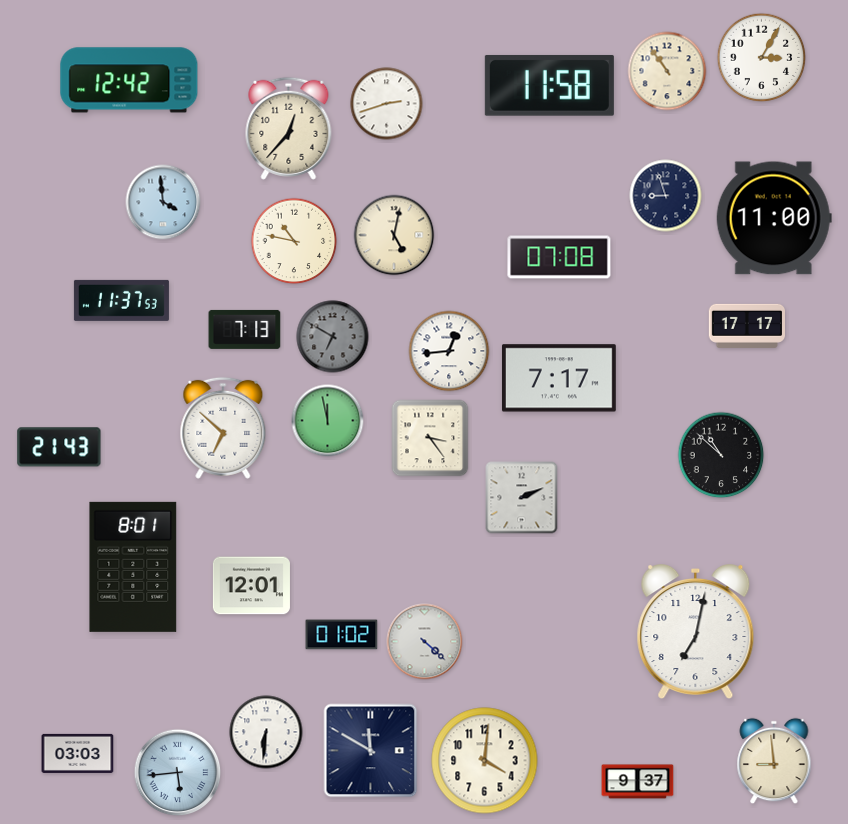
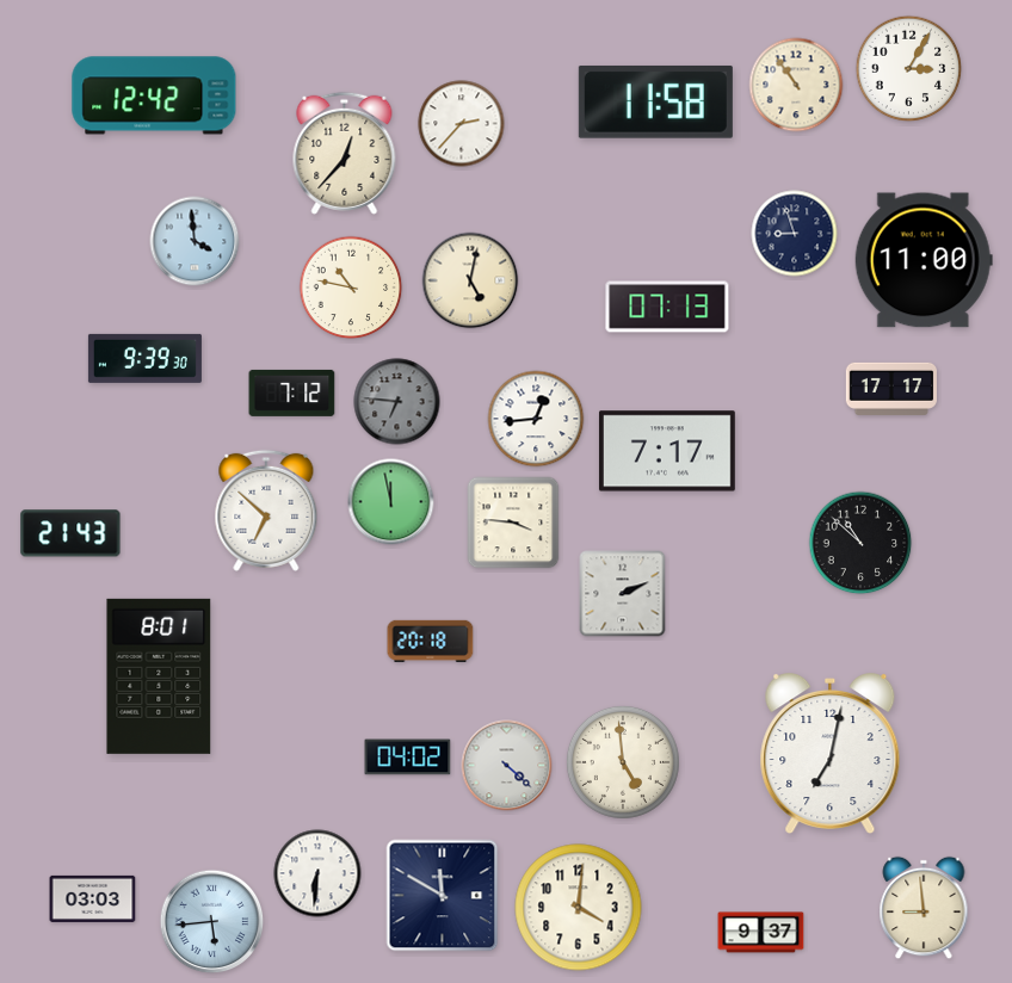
clock at (387, 104): 2:42 -> 2:37
clock at (559, 257): 07:08 -> 07:13
clock at (121, 300): 11:37 -> 9:39
clock at (245, 329): 7:13 -> 7:12
clock at (333, 337): 6:50 -> 6:46
clock at (430, 438): 3:24 -> 3:46
clock at (431, 641): none -> 20:18
clock at (251, 586): 12:01 -> none
clock at (342, 635): 01:02 -> 04:02
clock at (623, 762): none -> 4:59
